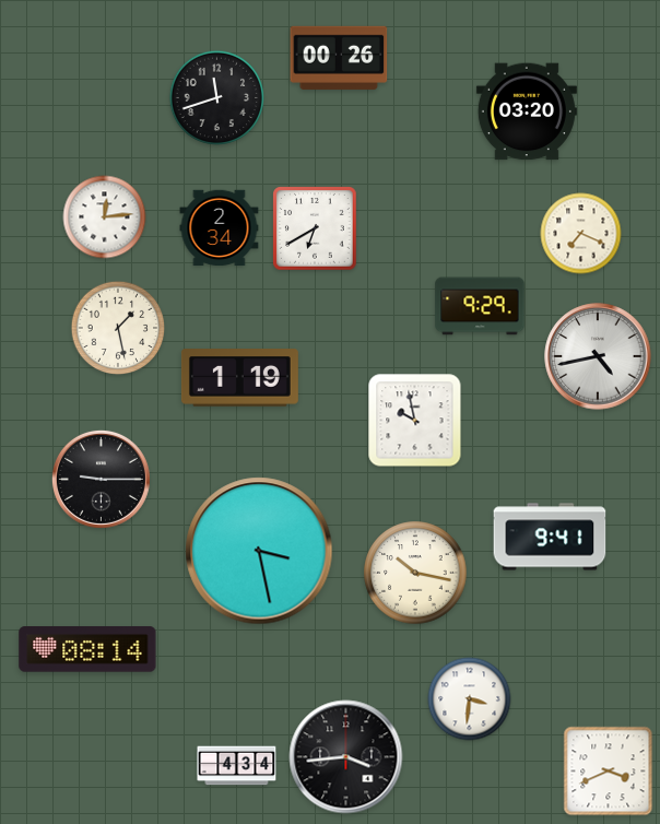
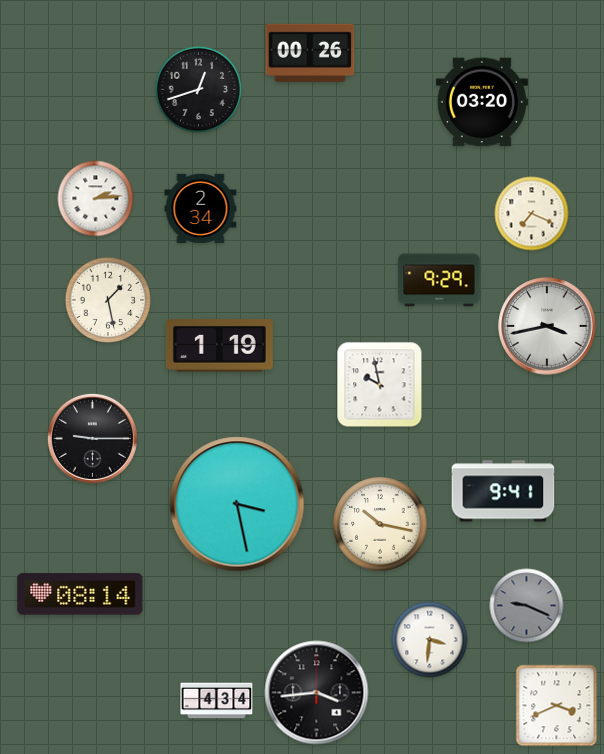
clock at (217, 98): 11:42 -> 12:42
clock at (105, 217): 12:14 -> 2:14
clock at (315, 228): 6:40 -> none
clock at (598, 356): 4:43 -> 3:43
clock at (527, 606): none -> 9:19
